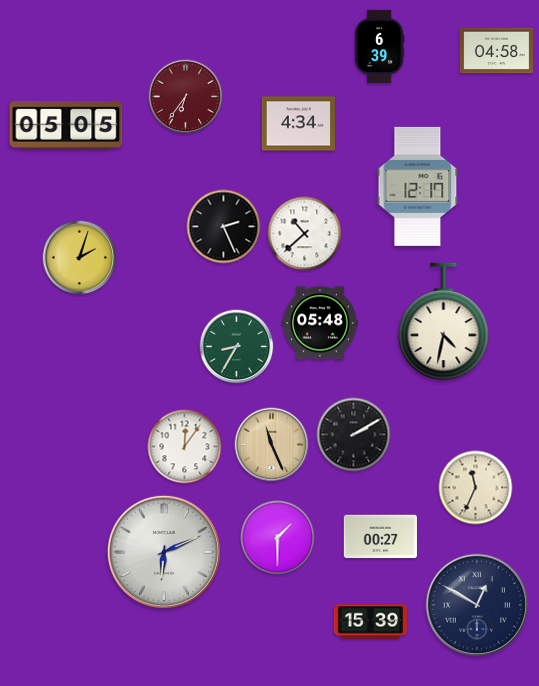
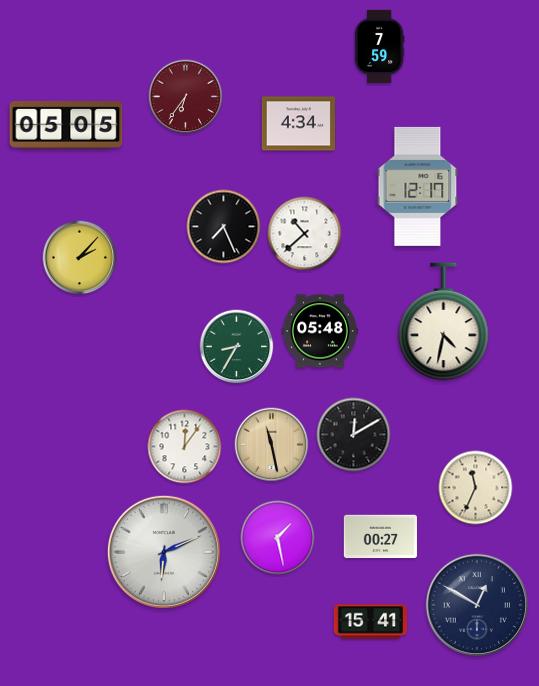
clock at (379, 47): 6:39 -> 7:59
clock at (497, 51): 04:58 -> none
clock at (224, 227): 2:26 -> 7:26
clock at (80, 258): 2:03 -> 2:07
clock at (320, 323) position: (320, 323) -> (320, 331)
clock at (354, 435): 2:10 -> 12:10
clock at (272, 445): 11:26 -> 11:28
clock at (278, 538): 1:30 -> 1:28
clock at (371, 622): 15:39 -> 15:41
